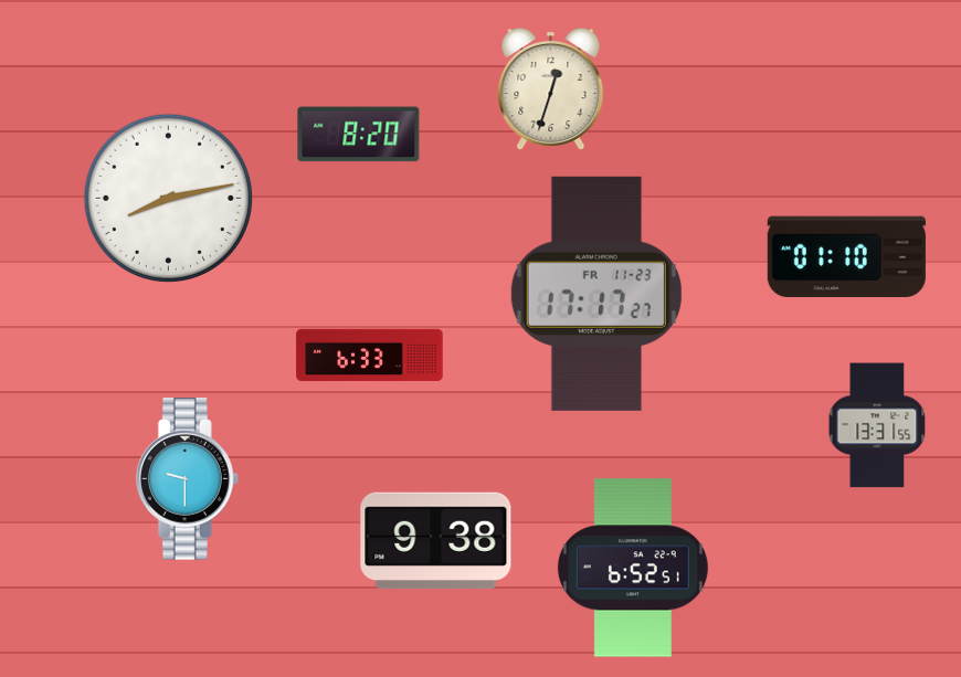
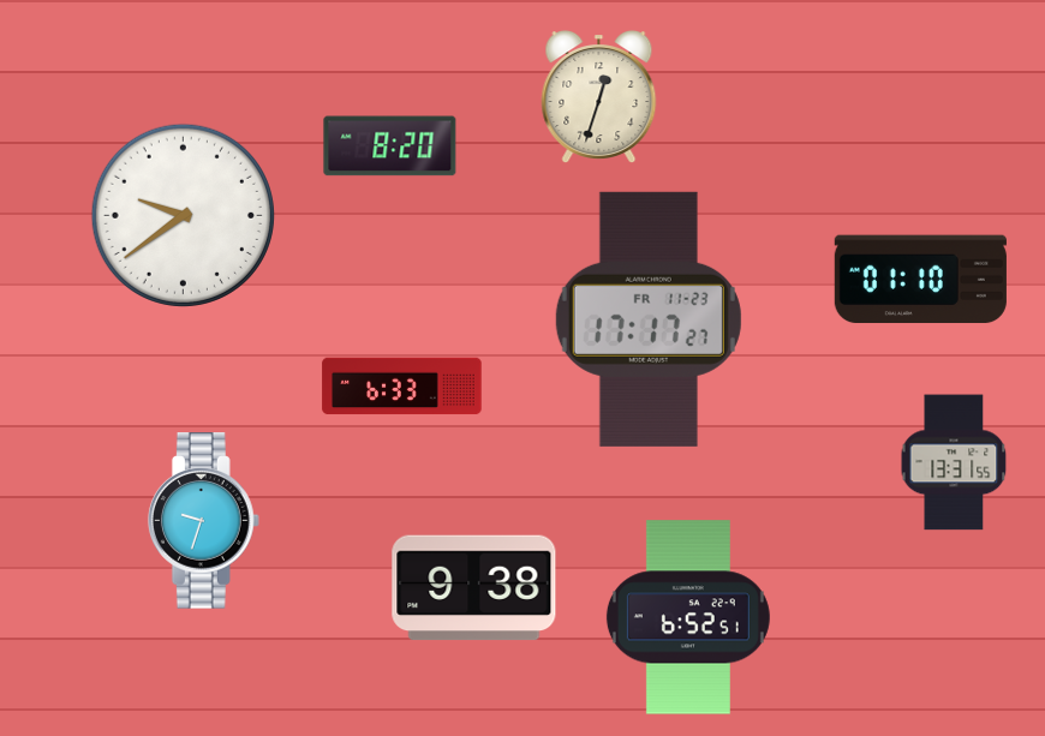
clock at (168, 198): 8:13 -> 9:39
clock at (187, 479): 9:30 -> 9:33
